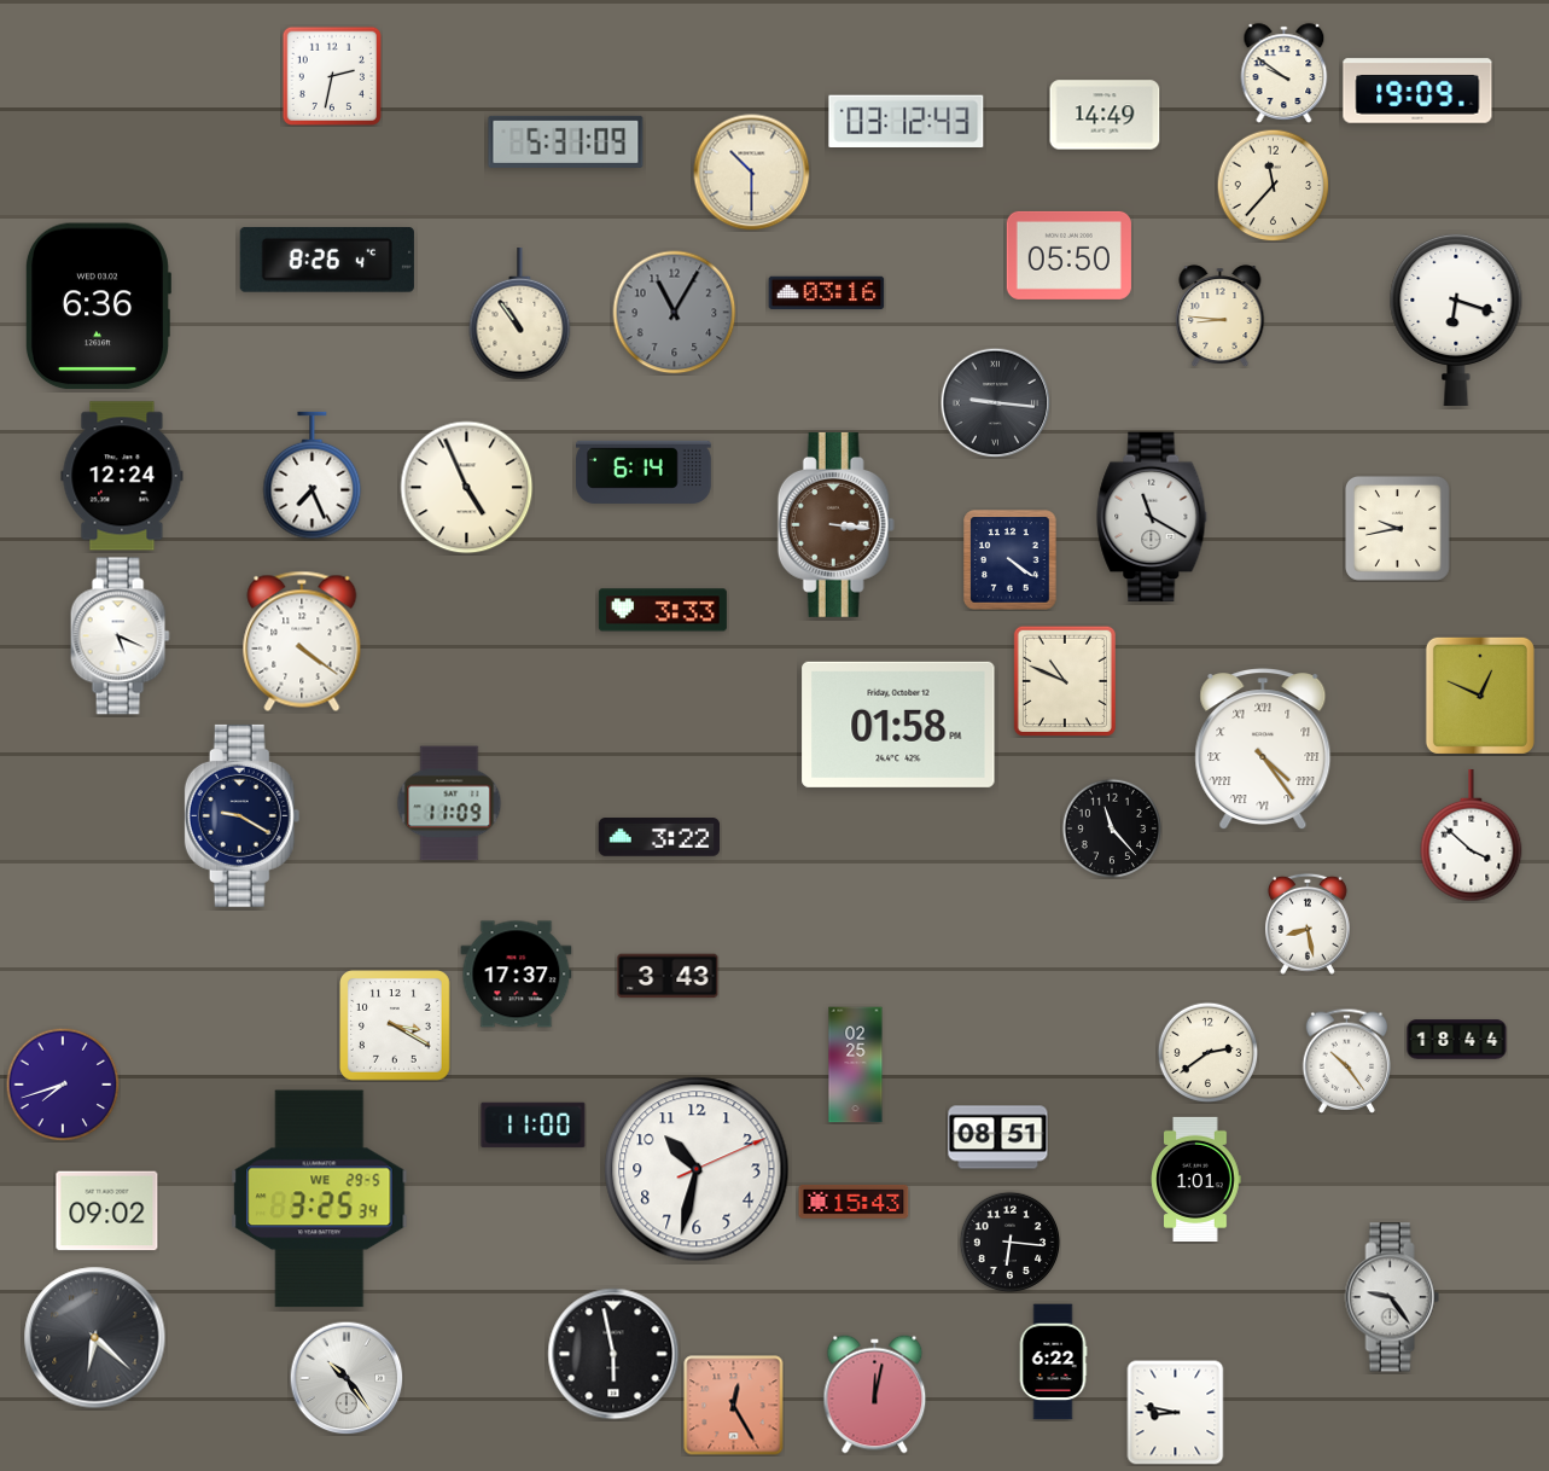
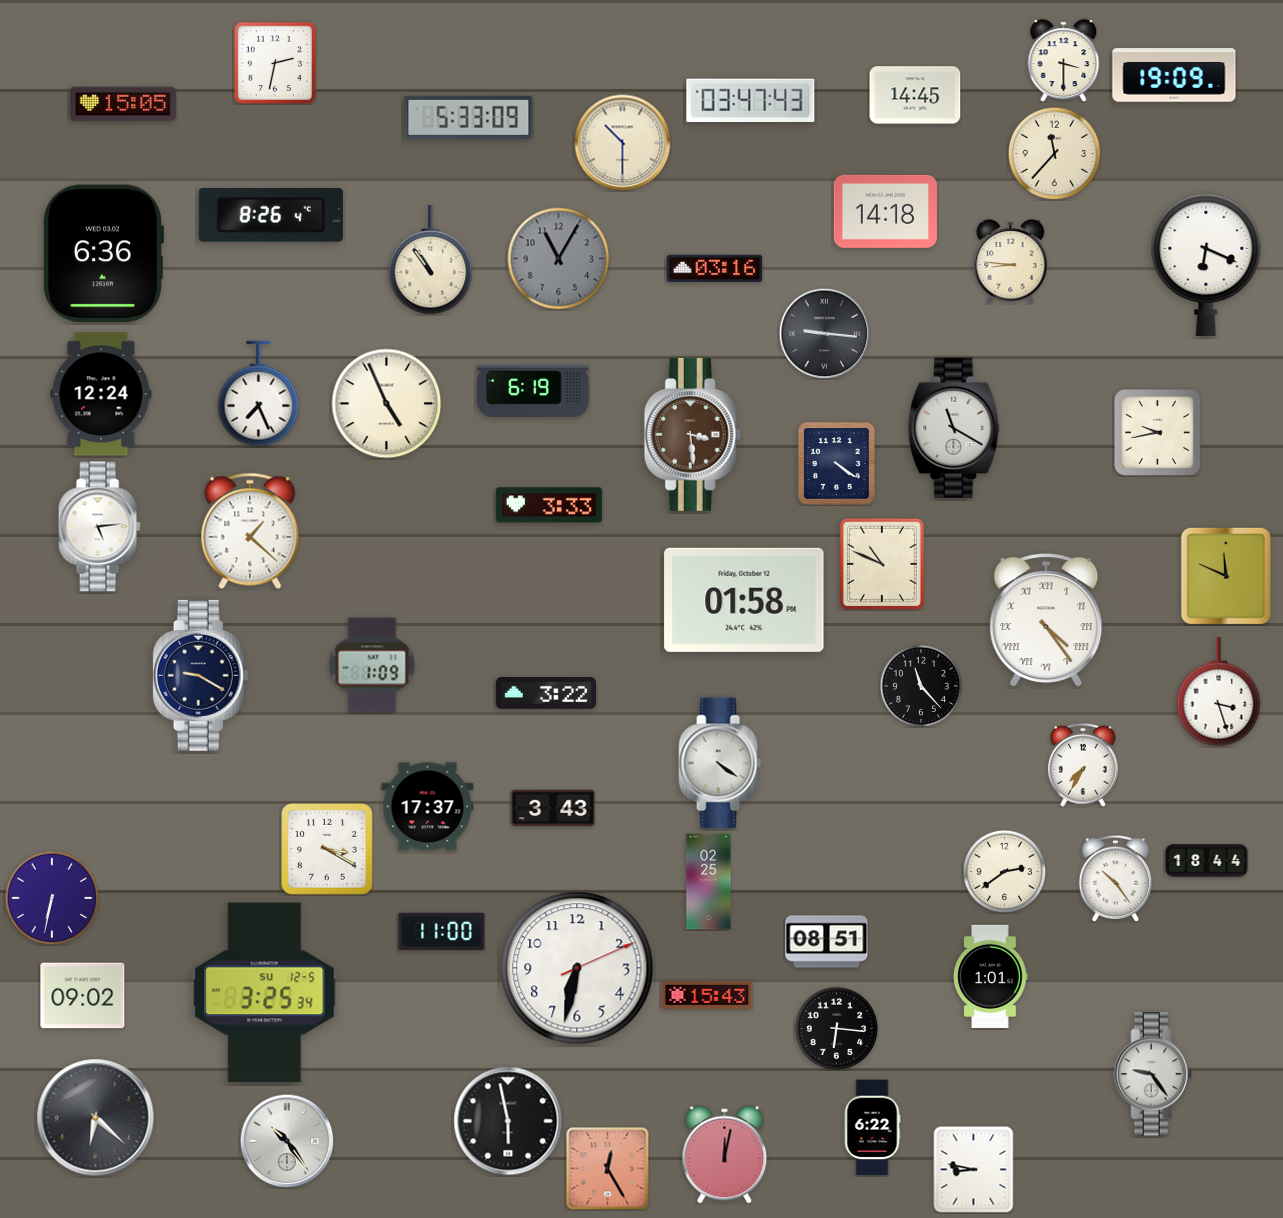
clock at (1285, 74): 9:51 -> 3:30
clock at (1105, 115): 14:49 -> 14:45
clock at (907, 121): 03:12 -> 03:47
clock at (123, 104): none -> 15:05
clock at (566, 141): 5:31 -> 5:33
clock at (1068, 255): 05:50 -> 14:18
clock at (827, 293) position: (827, 293) -> (715, 269)
clock at (98, 307) position: (98, 307) -> (103, 254)
clock at (1456, 319): 6:18 -> 6:19
clock at (644, 472): 6:14 -> 6:19
clock at (835, 524): 3:16 -> 3:29
clock at (1397, 528) position: (1397, 528) -> (1157, 432)
clock at (120, 636): 5:19 -> 5:14
clock at (302, 641): 4:21 -> 1:22
clock at (1480, 696): 12:49 -> 11:49
clock at (449, 803): 11:09 -> 1:09
clock at (1472, 836): 3:52 -> 3:27
clock at (720, 763): none -> 4:21
clock at (1308, 924): 8:28 -> 7:35
clock at (1207, 1052) position: (1207, 1052) -> (1004, 871)
clock at (63, 1085): 7:42 -> 6:32
clock at (697, 1169): 10:32 -> 6:32
clock at (320, 1199) date: WE 29-5 -> SU 12-5
clock at (107, 1211) position: (107, 1211) -> (83, 996)
clock at (95, 1338) position: (95, 1338) -> (96, 1118)
clock at (734, 1406) position: (734, 1406) -> (608, 1169)
